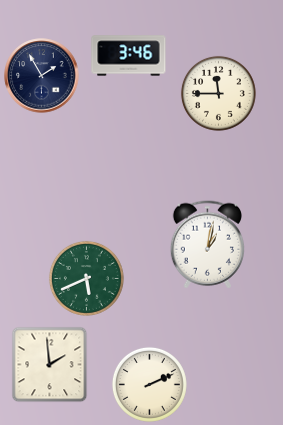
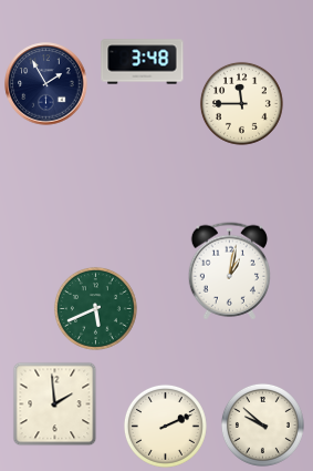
clock at (129, 56): 3:46 -> 3:48
clock at (262, 424): none -> 9:52
